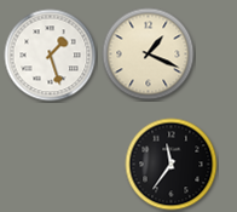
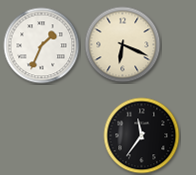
clock at (149, 55): 1:19 -> 6:19
clock at (51, 56): 1:27 -> 1:34
